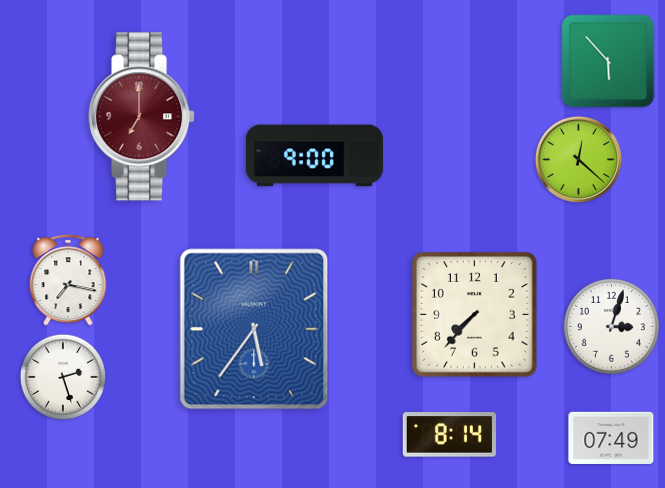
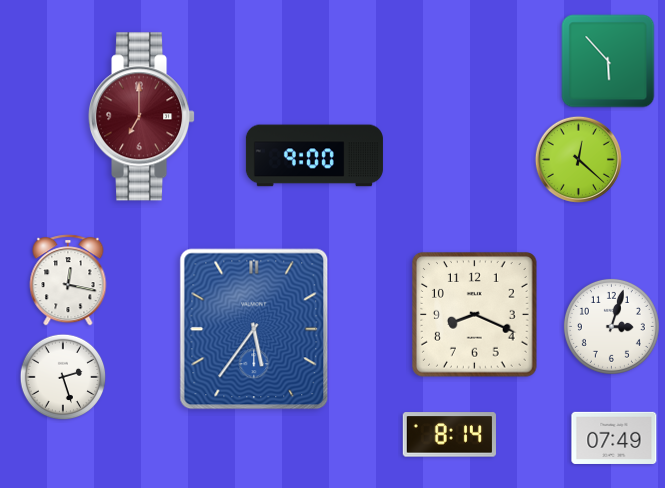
clock at (68, 280): 7:17 -> 12:17
clock at (475, 315): 7:37 -> 8:19
clock at (611, 438) position: (611, 438) -> (614, 438)
